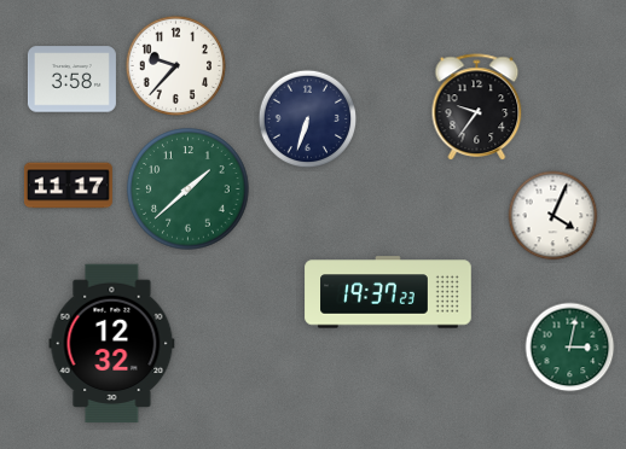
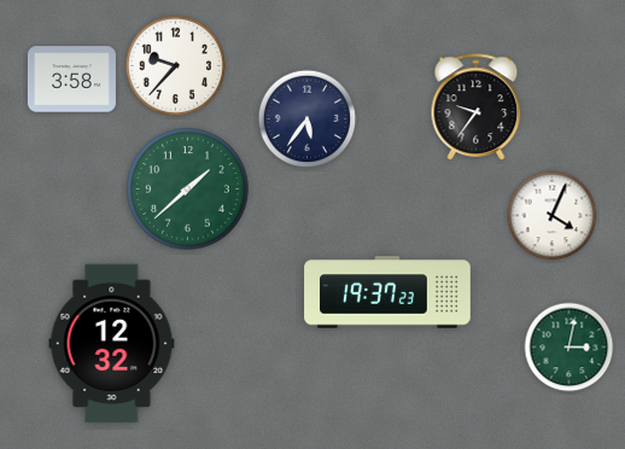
clock at (308, 119): 6:33 -> 5:36
clock at (68, 186): 11:17 -> none
